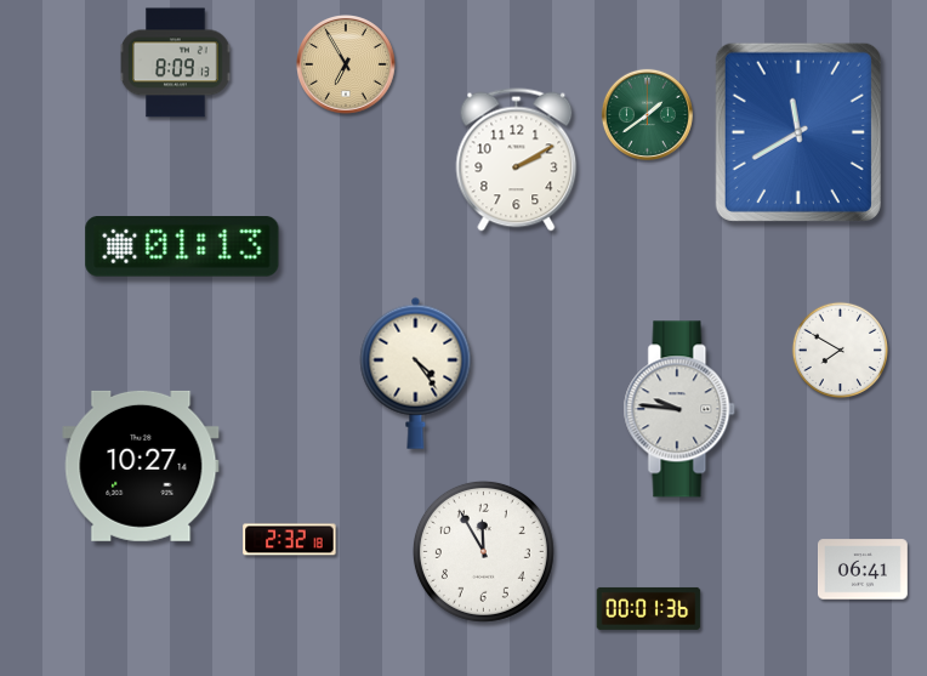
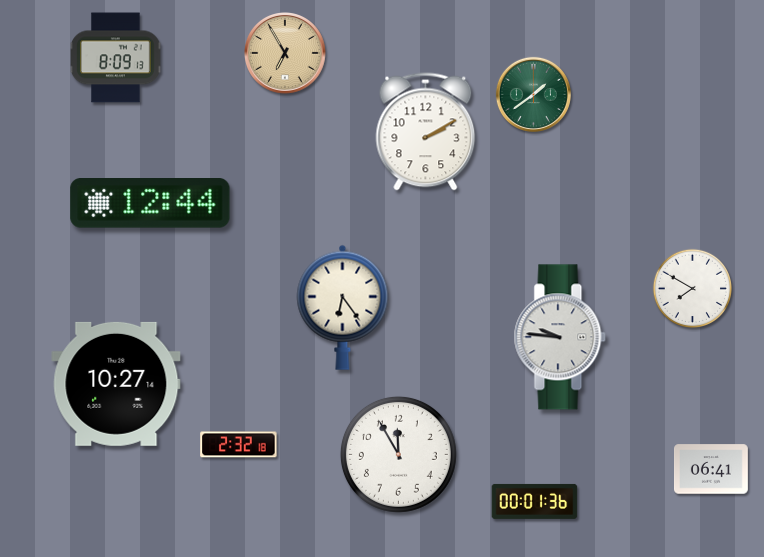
clock at (176, 63) position: (176, 63) -> (116, 58)
clock at (798, 132): 11:40 -> none
clock at (182, 248): 01:13 -> 12:44
clock at (416, 373): 4:24 -> 6:24
